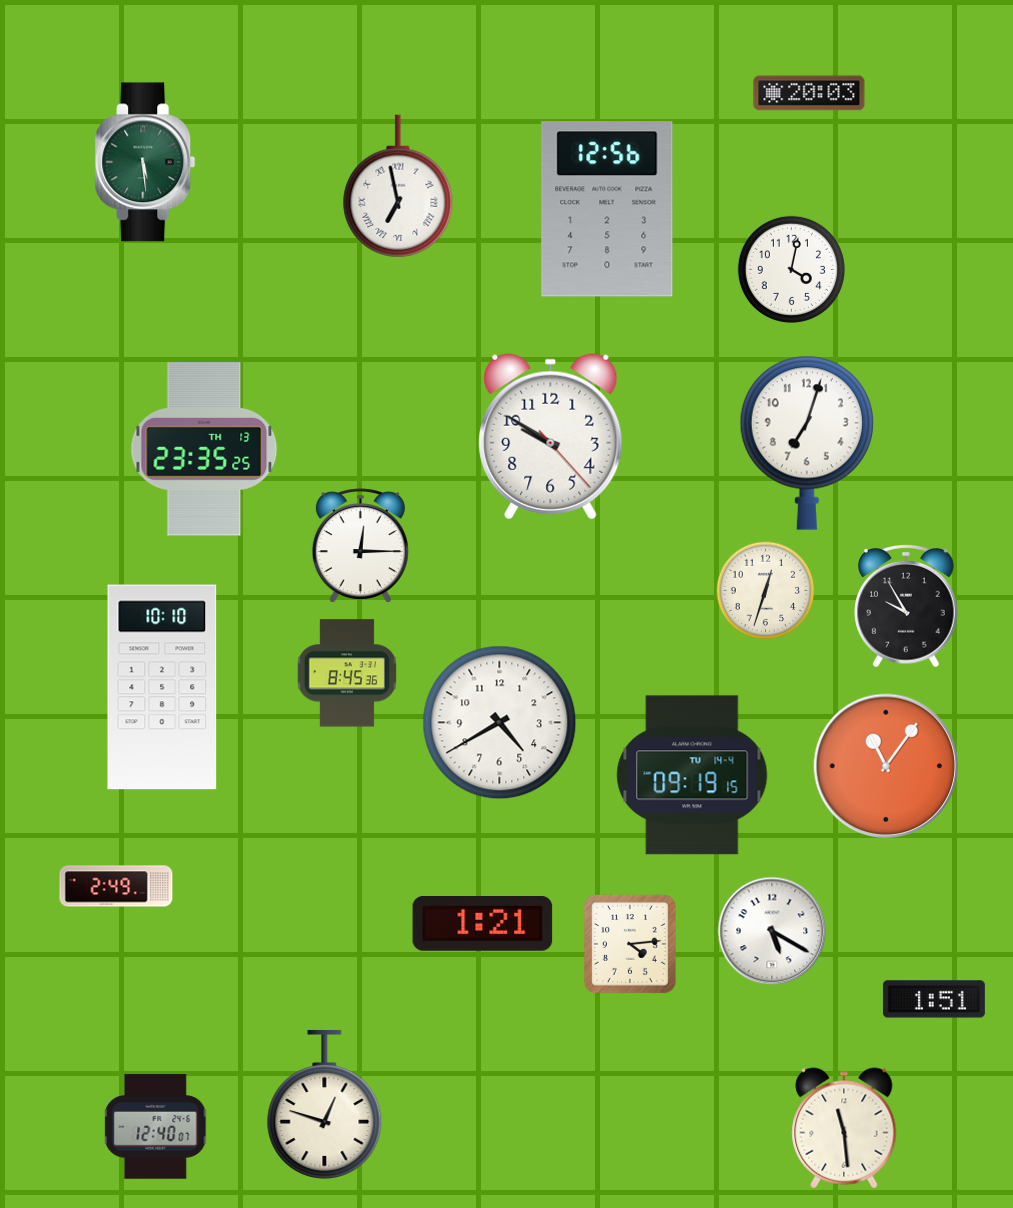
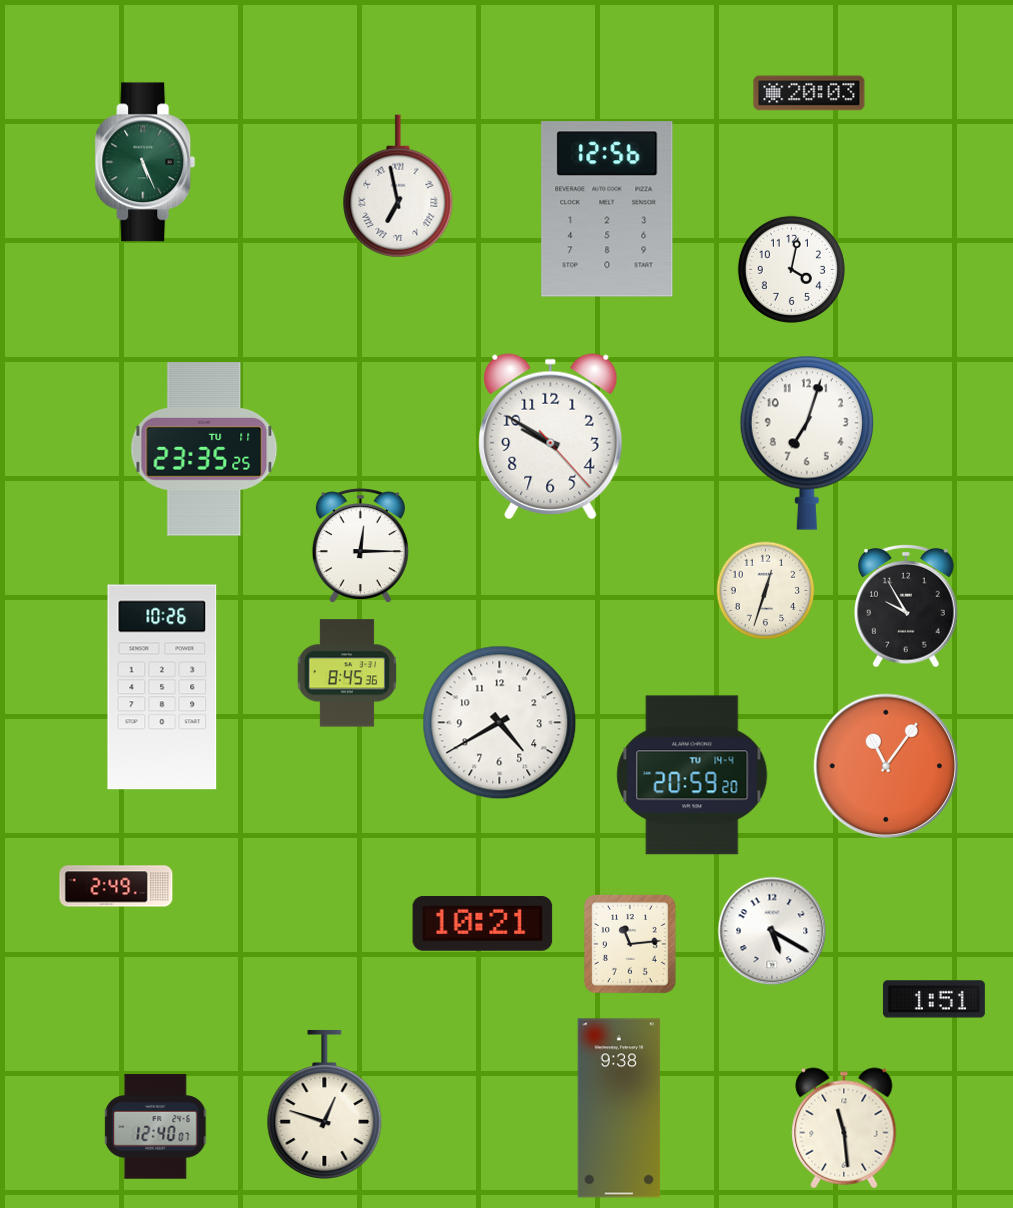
clock at (145, 162): 5:29 -> 5:26
clock at (204, 449) date: TH 13 -> TU 11
clock at (162, 687): 10:10 -> 10:26
clock at (692, 775): 09:19 -> 20:59
clock at (483, 923): 1:21 -> 10:21
clock at (630, 945): 4:14 -> 11:14
clock at (619, 1108): none -> 9:38
